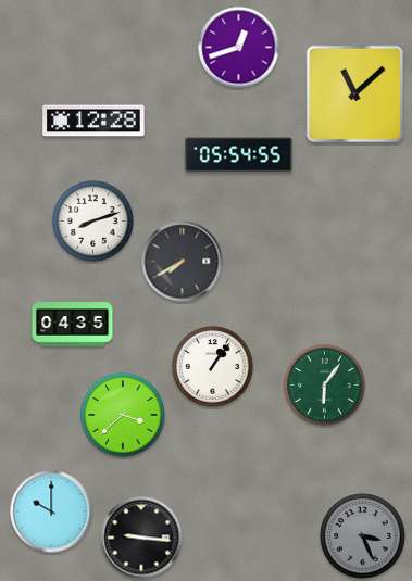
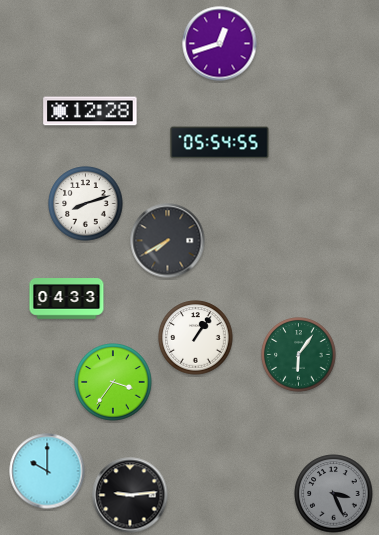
clock at (354, 93): 11:08 -> none
clock at (93, 121) position: (93, 121) -> (90, 111)
clock at (73, 325): 04:35 -> 04:33
clock at (123, 415): 3:38 -> 3:36
clock at (141, 538): 9:16 -> 9:14
